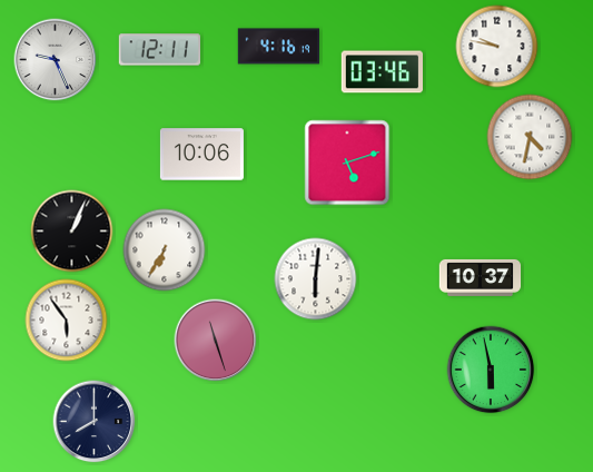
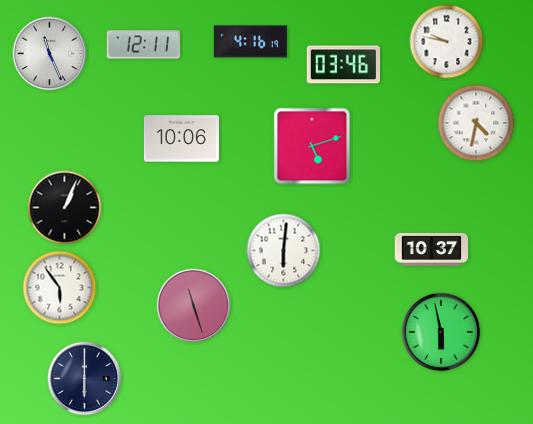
clock at (56, 60): 9:26 -> 11:26
clock at (165, 250): 6:35 -> none
clock at (95, 422): 8:00 -> 6:00
